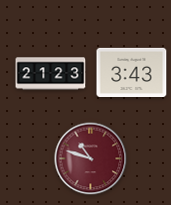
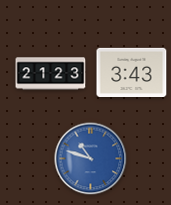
clock at (91, 159) dial: burgundy -> blue
